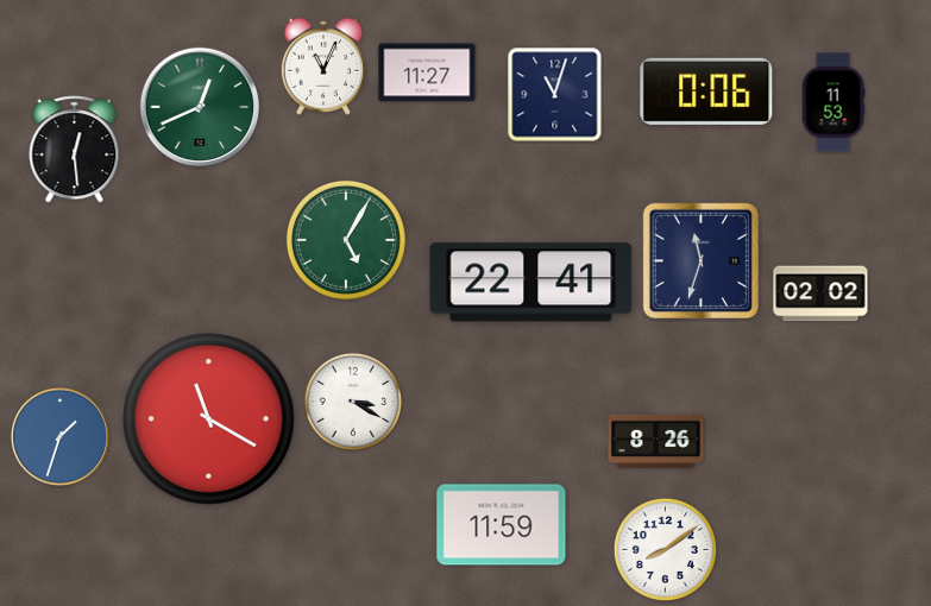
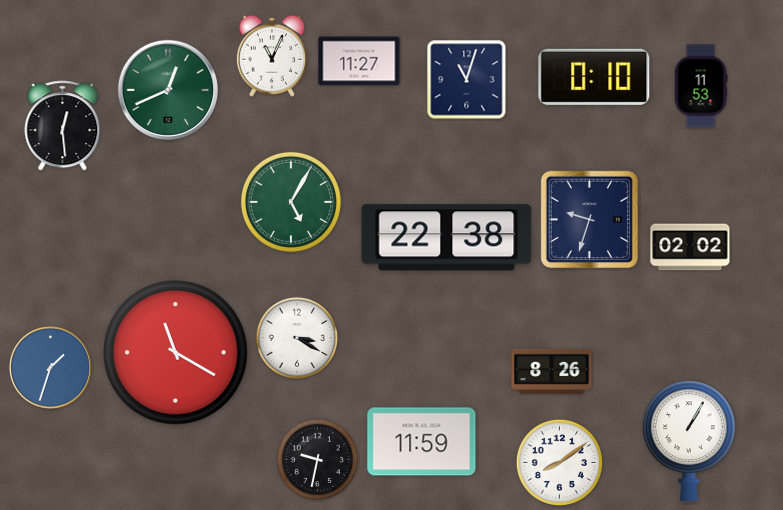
clock at (706, 91): 0:06 -> 0:10
clock at (700, 260): 11:33 -> 9:33
clock at (531, 283): 22:41 -> 22:38
clock at (689, 441): none -> 1:05
clock at (317, 459): none -> 9:32
